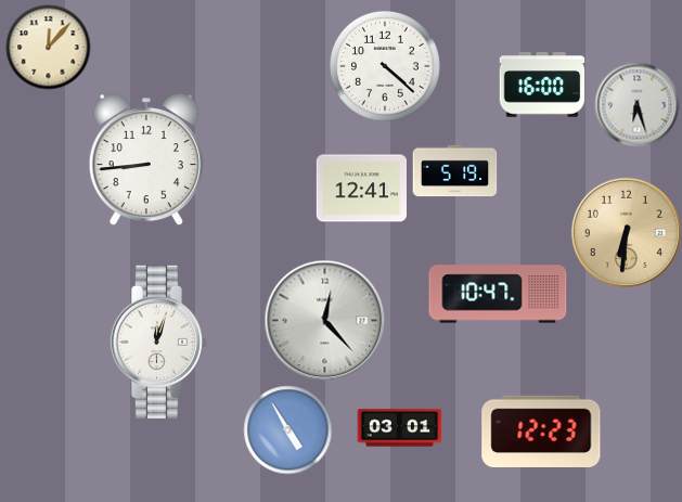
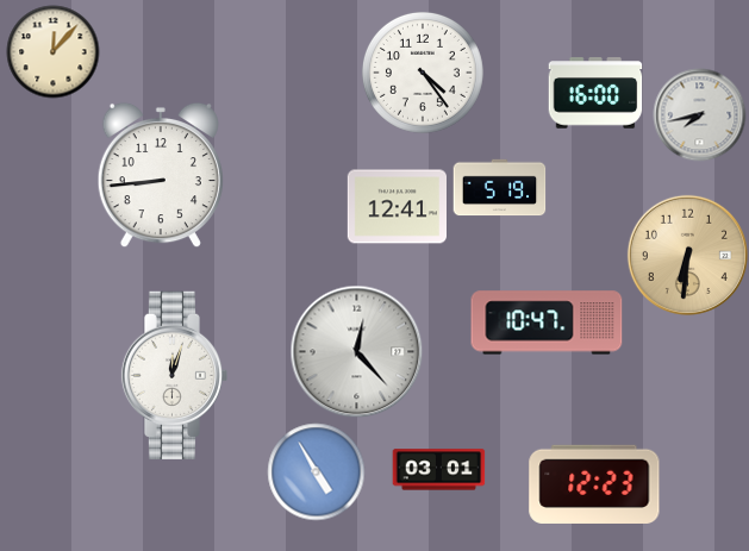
clock at (385, 66): 4:22 -> 4:24
clock at (636, 104): 6:27 -> 7:43
clock at (541, 432) position: (541, 432) -> (594, 484)
